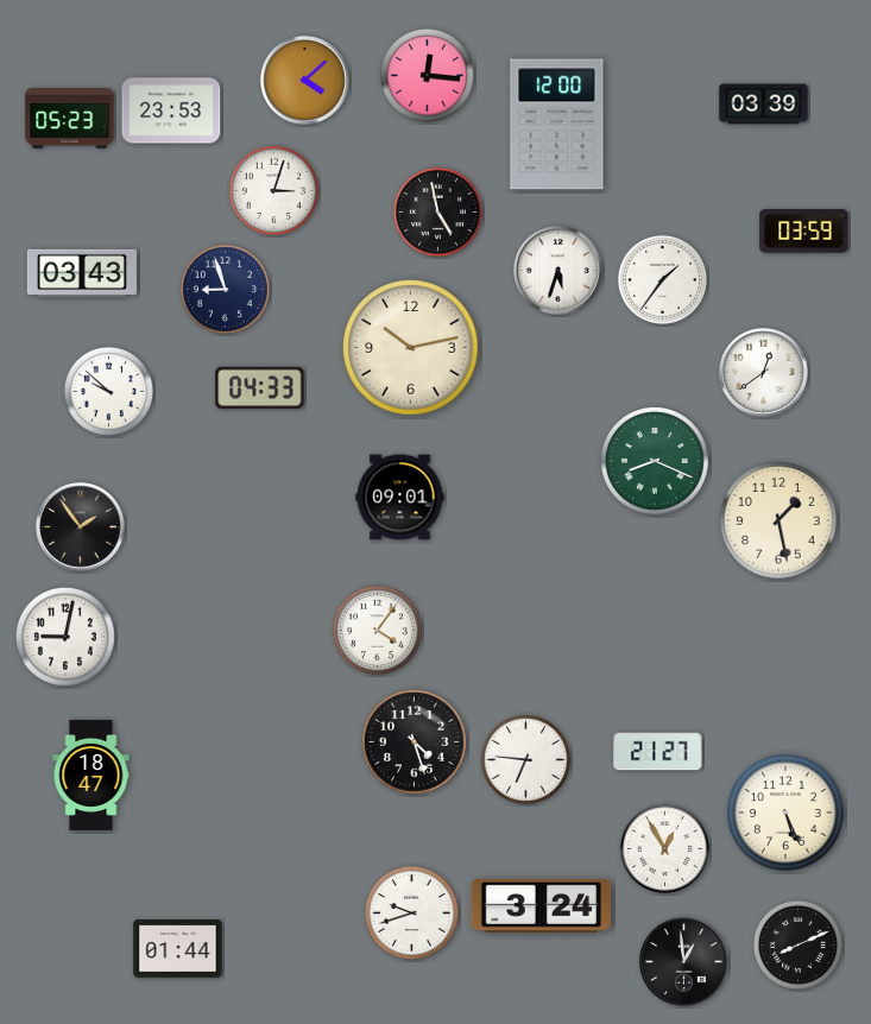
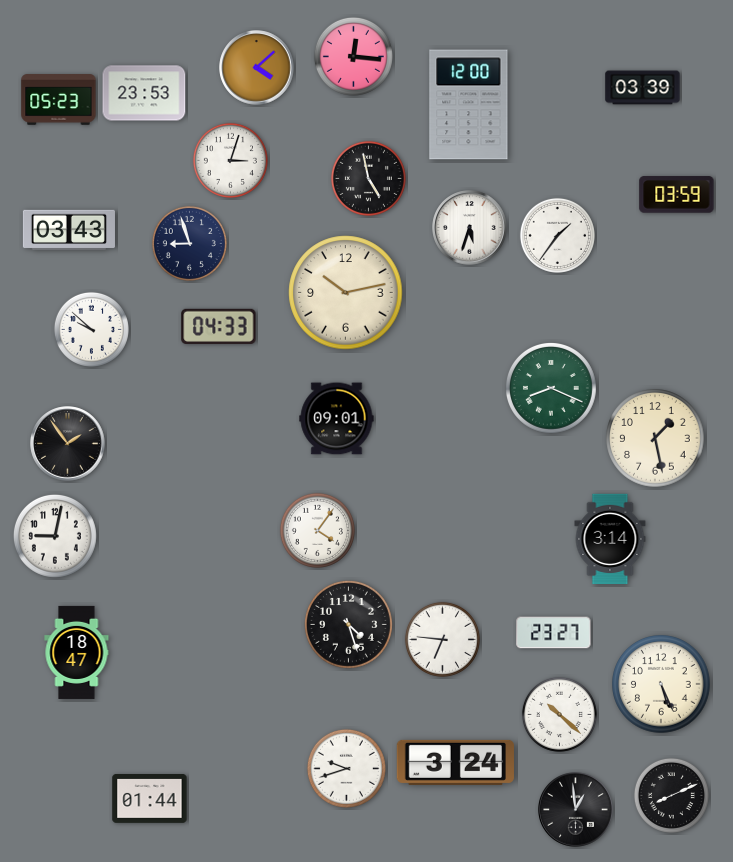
clock at (427, 75) position: (427, 75) -> (353, 56)
clock at (764, 373): 12:39 -> none
clock at (610, 539): none -> 3:14
clock at (658, 752): 21:27 -> 23:27
clock at (664, 848): 12:55 -> 10:22
